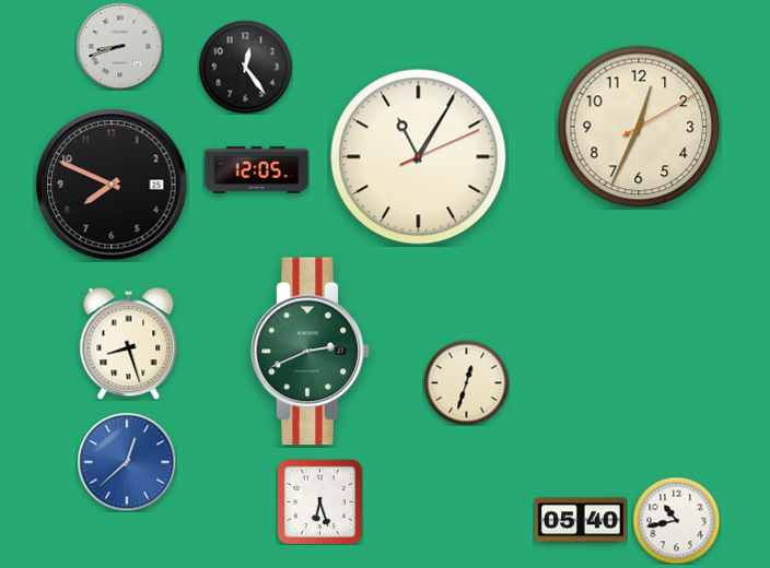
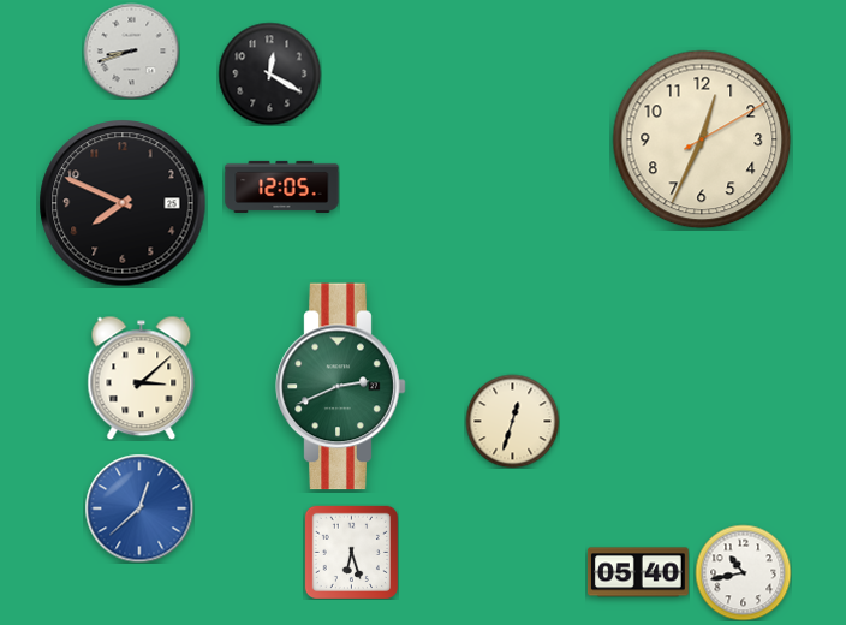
clock at (245, 67): 12:24 -> 12:20
clock at (419, 157): 11:05 -> none
clock at (129, 343): 8:27 -> 3:08
